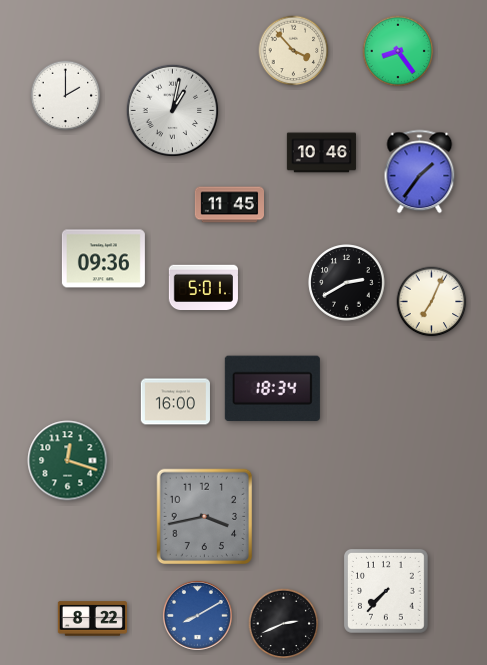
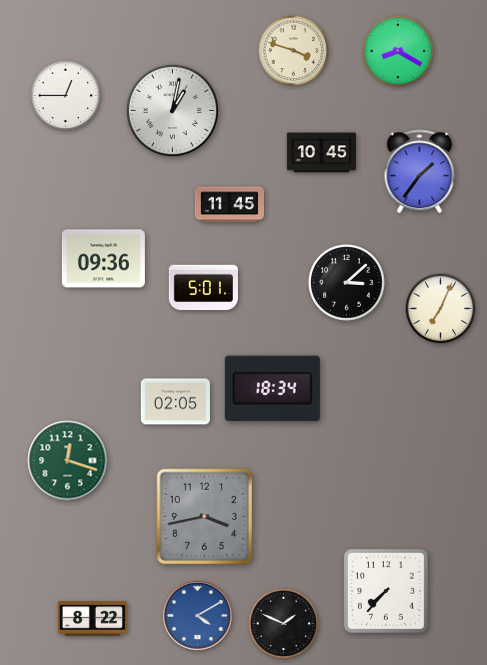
clock at (294, 51): 3:53 -> 3:48
clock at (398, 51): 8:24 -> 8:20
clock at (66, 96): 2:00 -> 12:45
clock at (321, 153): 10:46 -> 10:45
clock at (347, 283): 2:40 -> 3:08
clock at (432, 302) position: (432, 302) -> (441, 309)
clock at (175, 402): 16:00 -> 02:05
clock at (197, 615): 8:10 -> 4:10
clock at (284, 624): 2:41 -> 1:49
